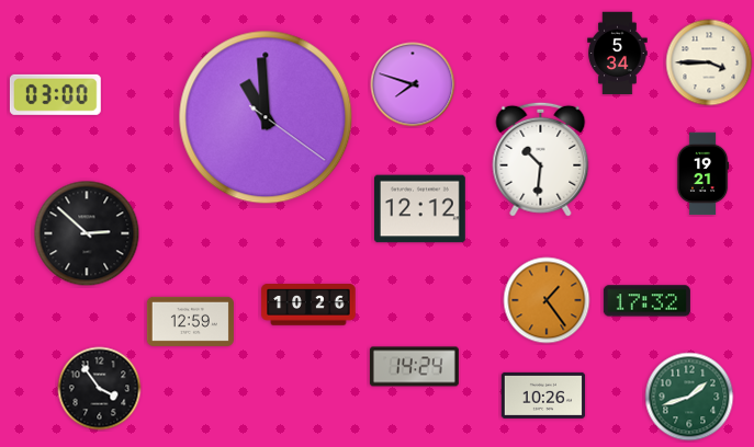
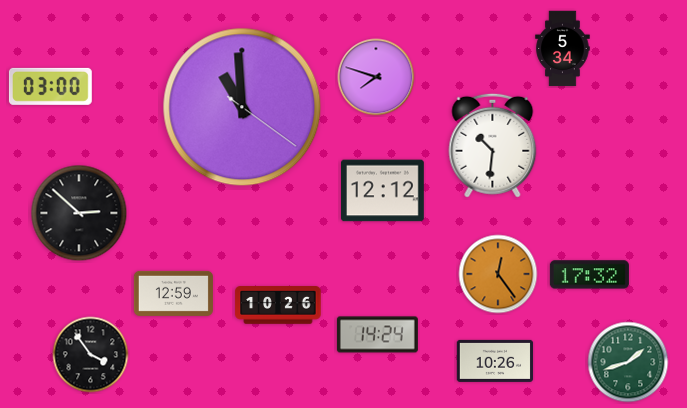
clock at (709, 62): 3:45 -> none
clock at (702, 174): 19:21 -> none
clock at (547, 300): 1:24 -> 12:24
clock at (308, 305) position: (308, 305) -> (278, 305)
